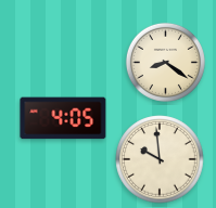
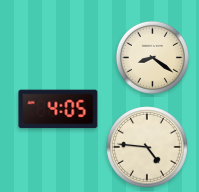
clock at (160, 159): 9:59 -> 4:46
